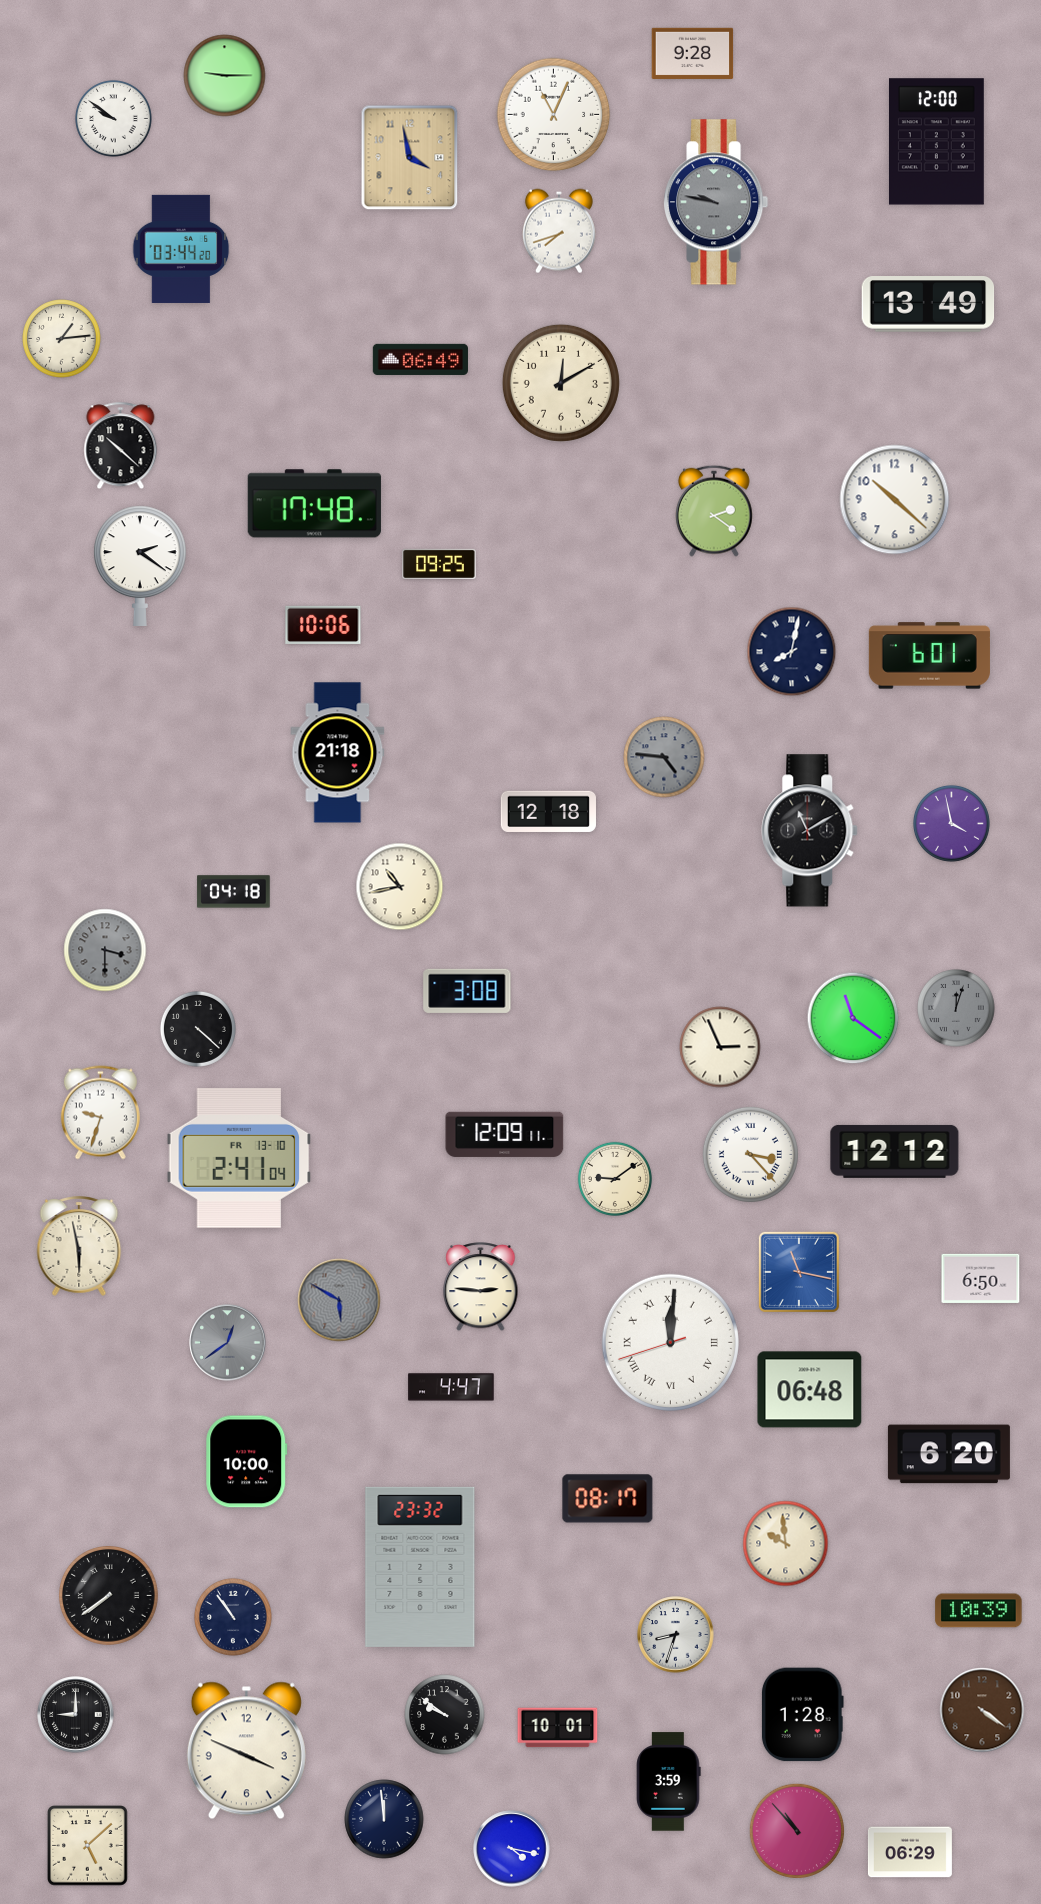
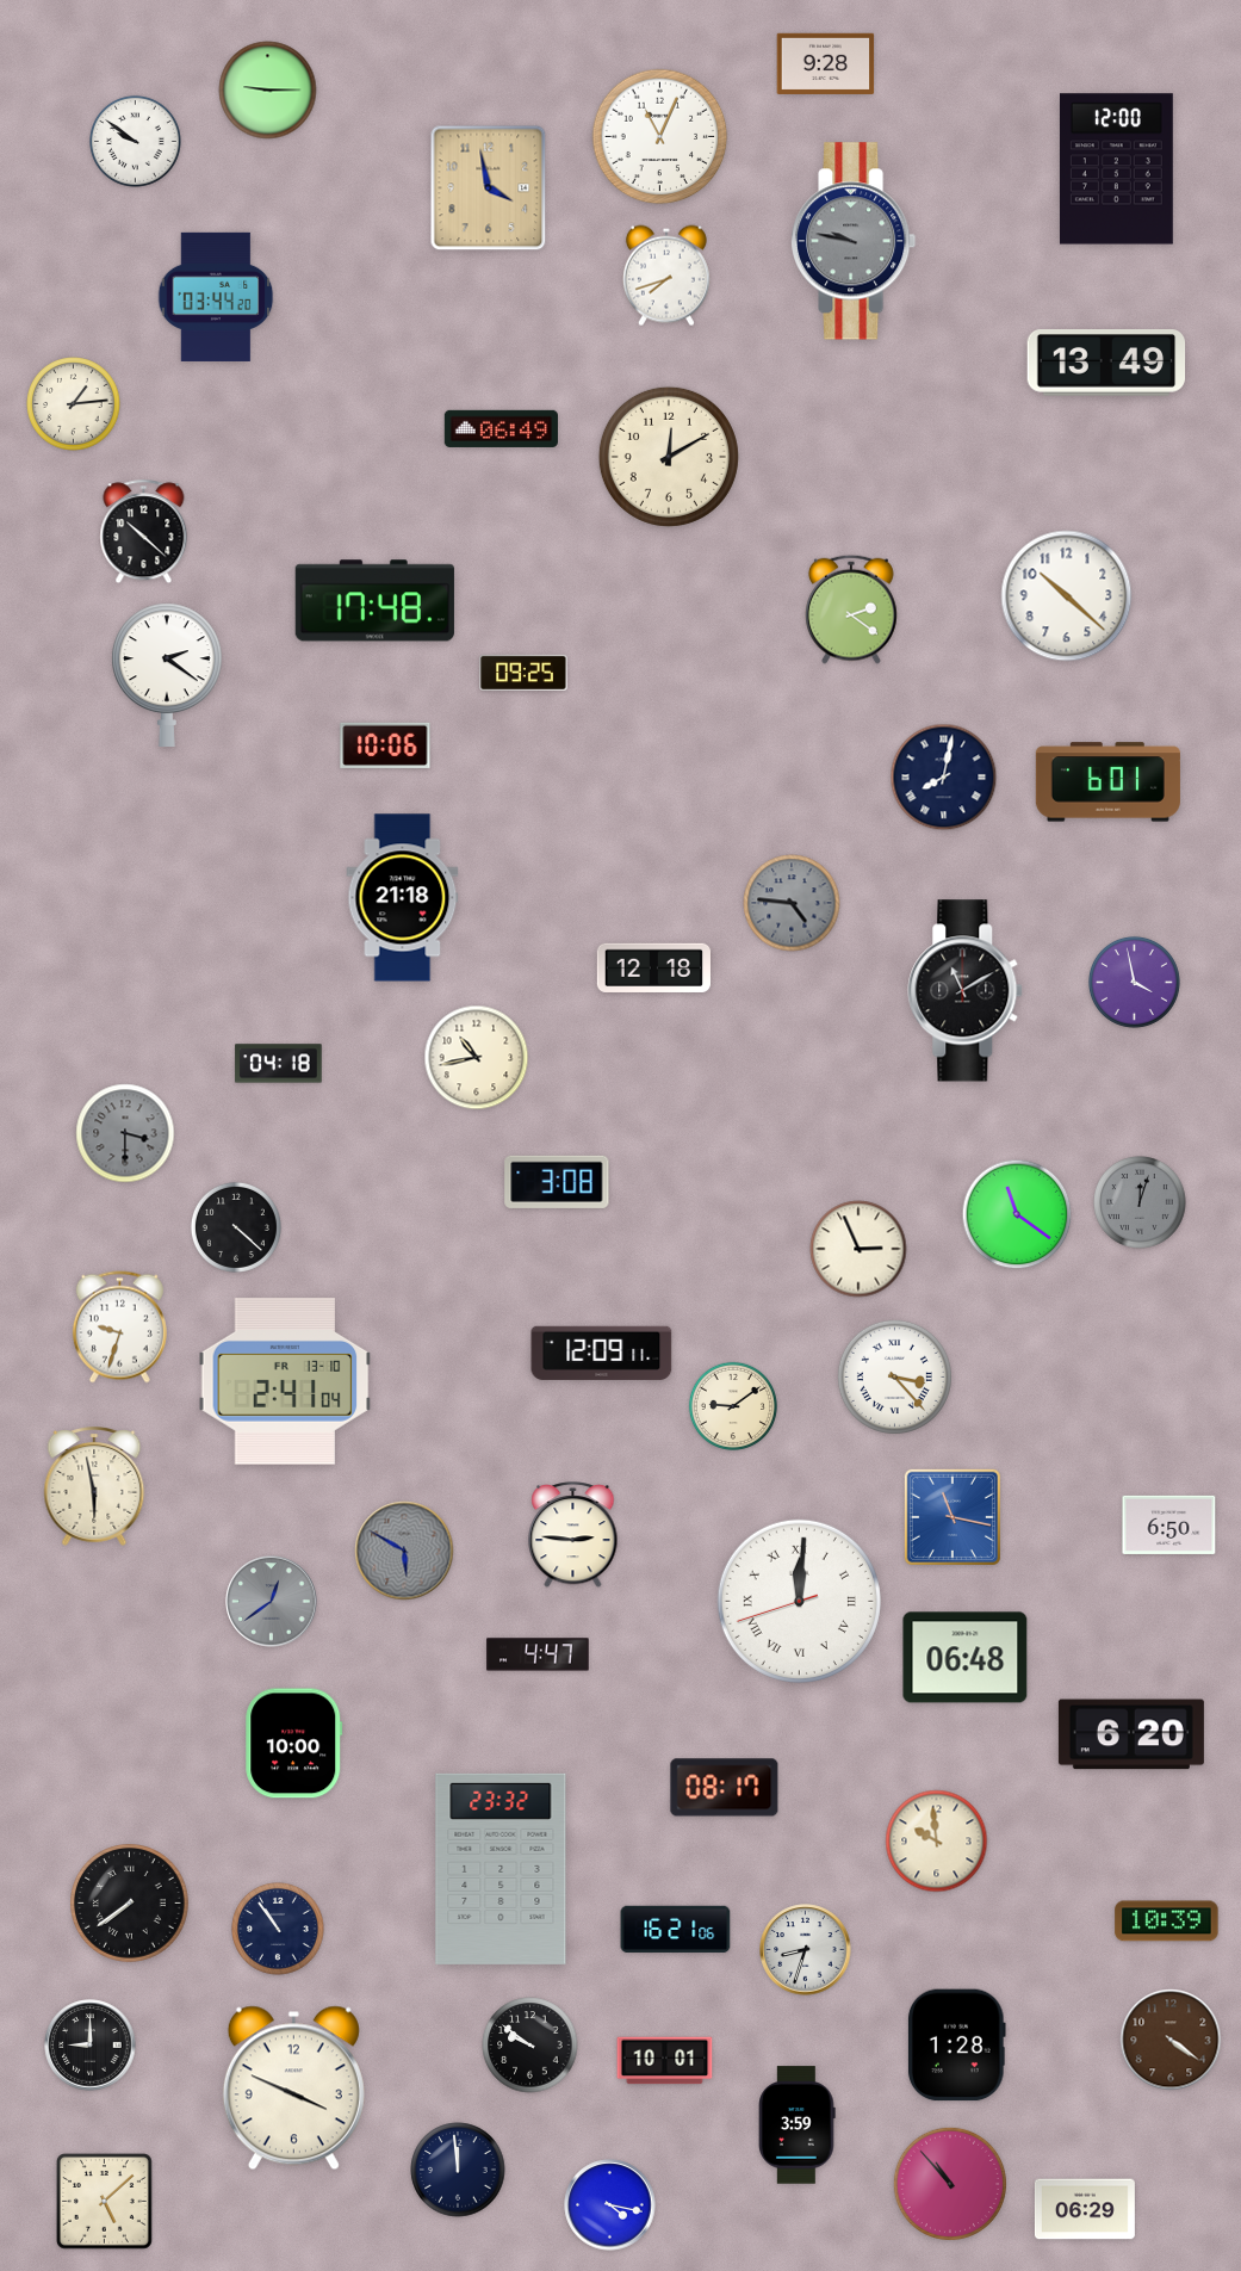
clock at (895, 1151): 12:12 -> none
clock at (676, 1930): none -> 16:21
